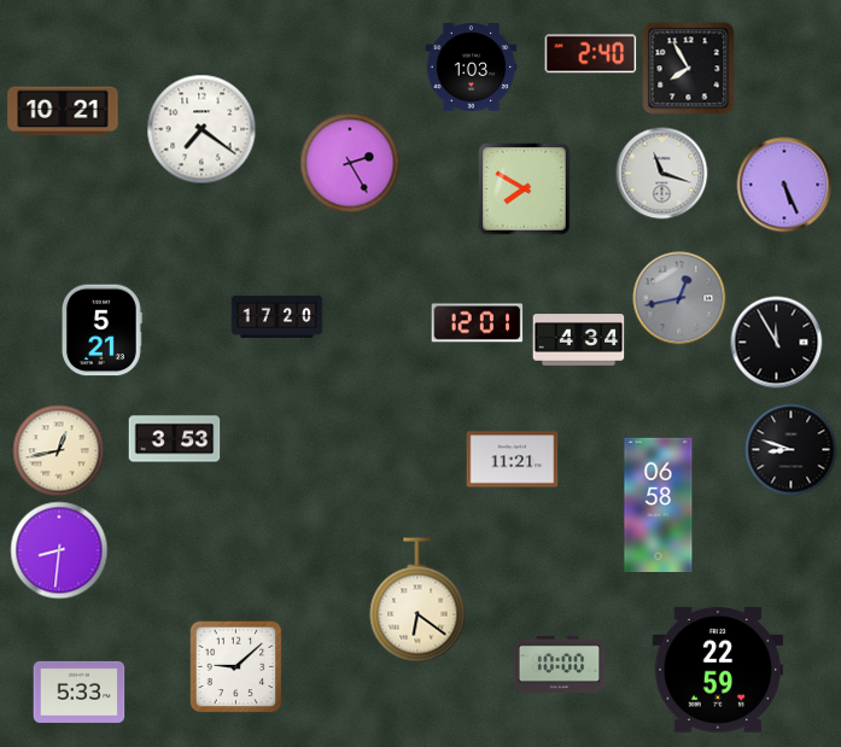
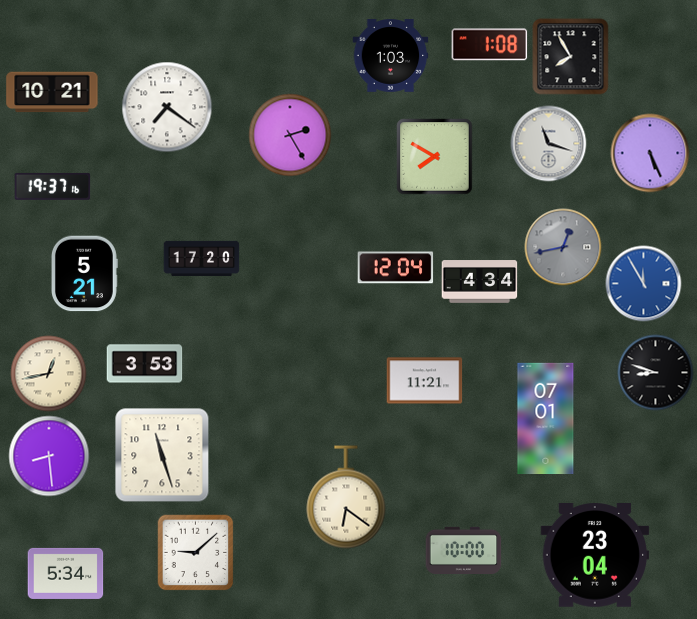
clock at (591, 54): 2:40 -> 1:08
clock at (53, 186): none -> 19:37
clock at (278, 316) position: (278, 316) -> (202, 258)
clock at (478, 323): 12:01 -> 12:04
clock at (777, 343) dial: black -> blue
clock at (659, 504): 06:58 -> 07:01
clock at (162, 455): none -> 11:27
clock at (59, 550): 8:31 -> 8:29
clock at (718, 671): 22:59 -> 23:04
clock at (80, 691): 5:33 -> 5:34
